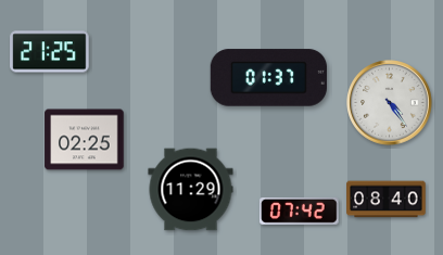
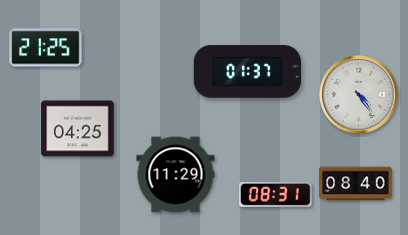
clock at (85, 140): 02:25 -> 04:25
clock at (300, 211): 07:42 -> 08:31
